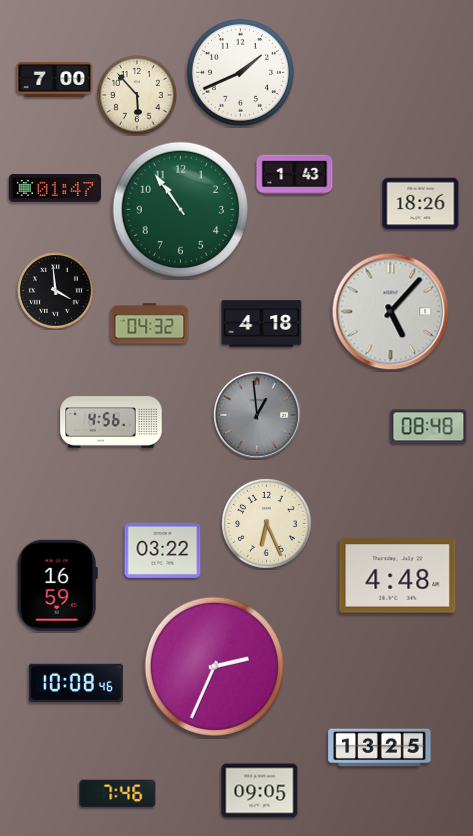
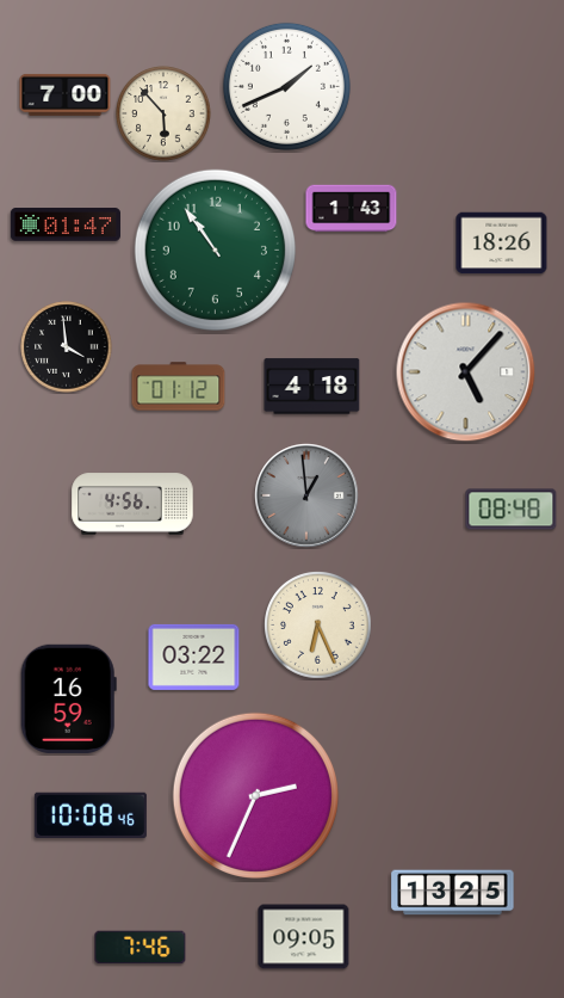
clock at (150, 324): 04:32 -> 01:12
clock at (398, 576): 4:48 -> none
clock at (260, 791) position: (260, 791) -> (304, 937)
